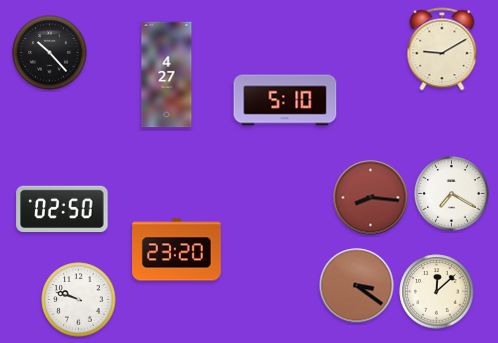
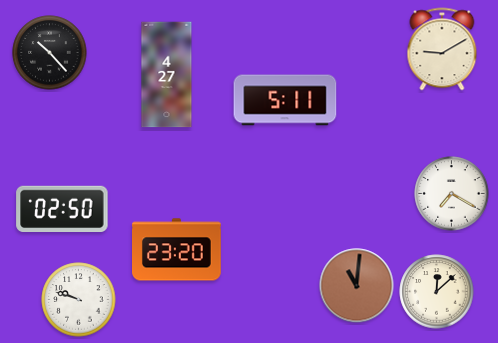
clock at (285, 100): 5:10 -> 5:11
clock at (371, 198): 8:16 -> none
clock at (357, 286): 3:21 -> 11:01
